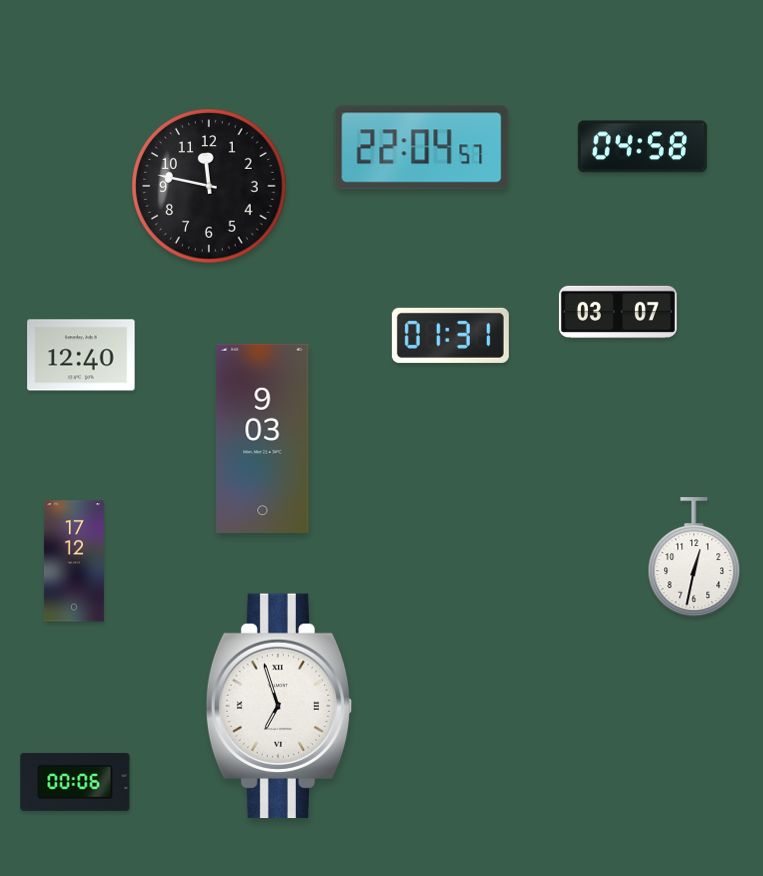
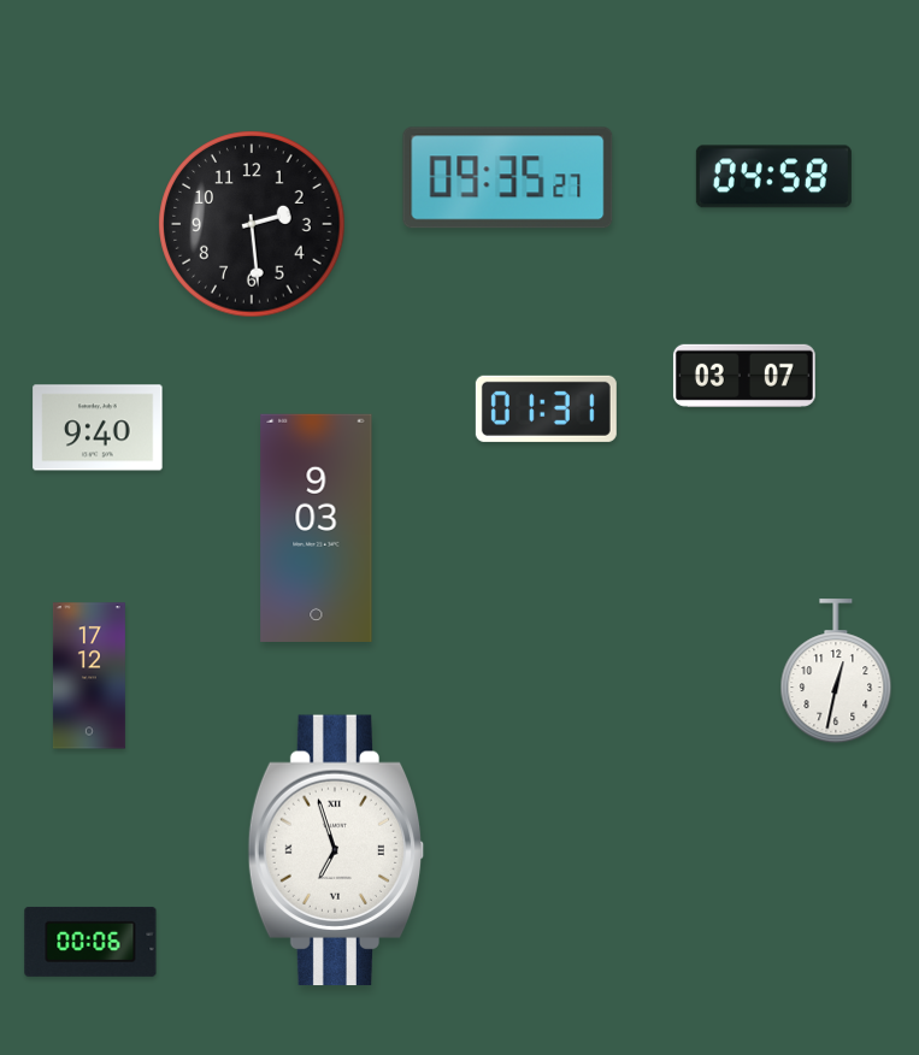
clock at (422, 148): 22:04 -> 09:35
clock at (209, 186): 11:47 -> 2:29
clock at (450, 335) position: (450, 335) -> (546, 408)
clock at (81, 355): 12:40 -> 9:40
